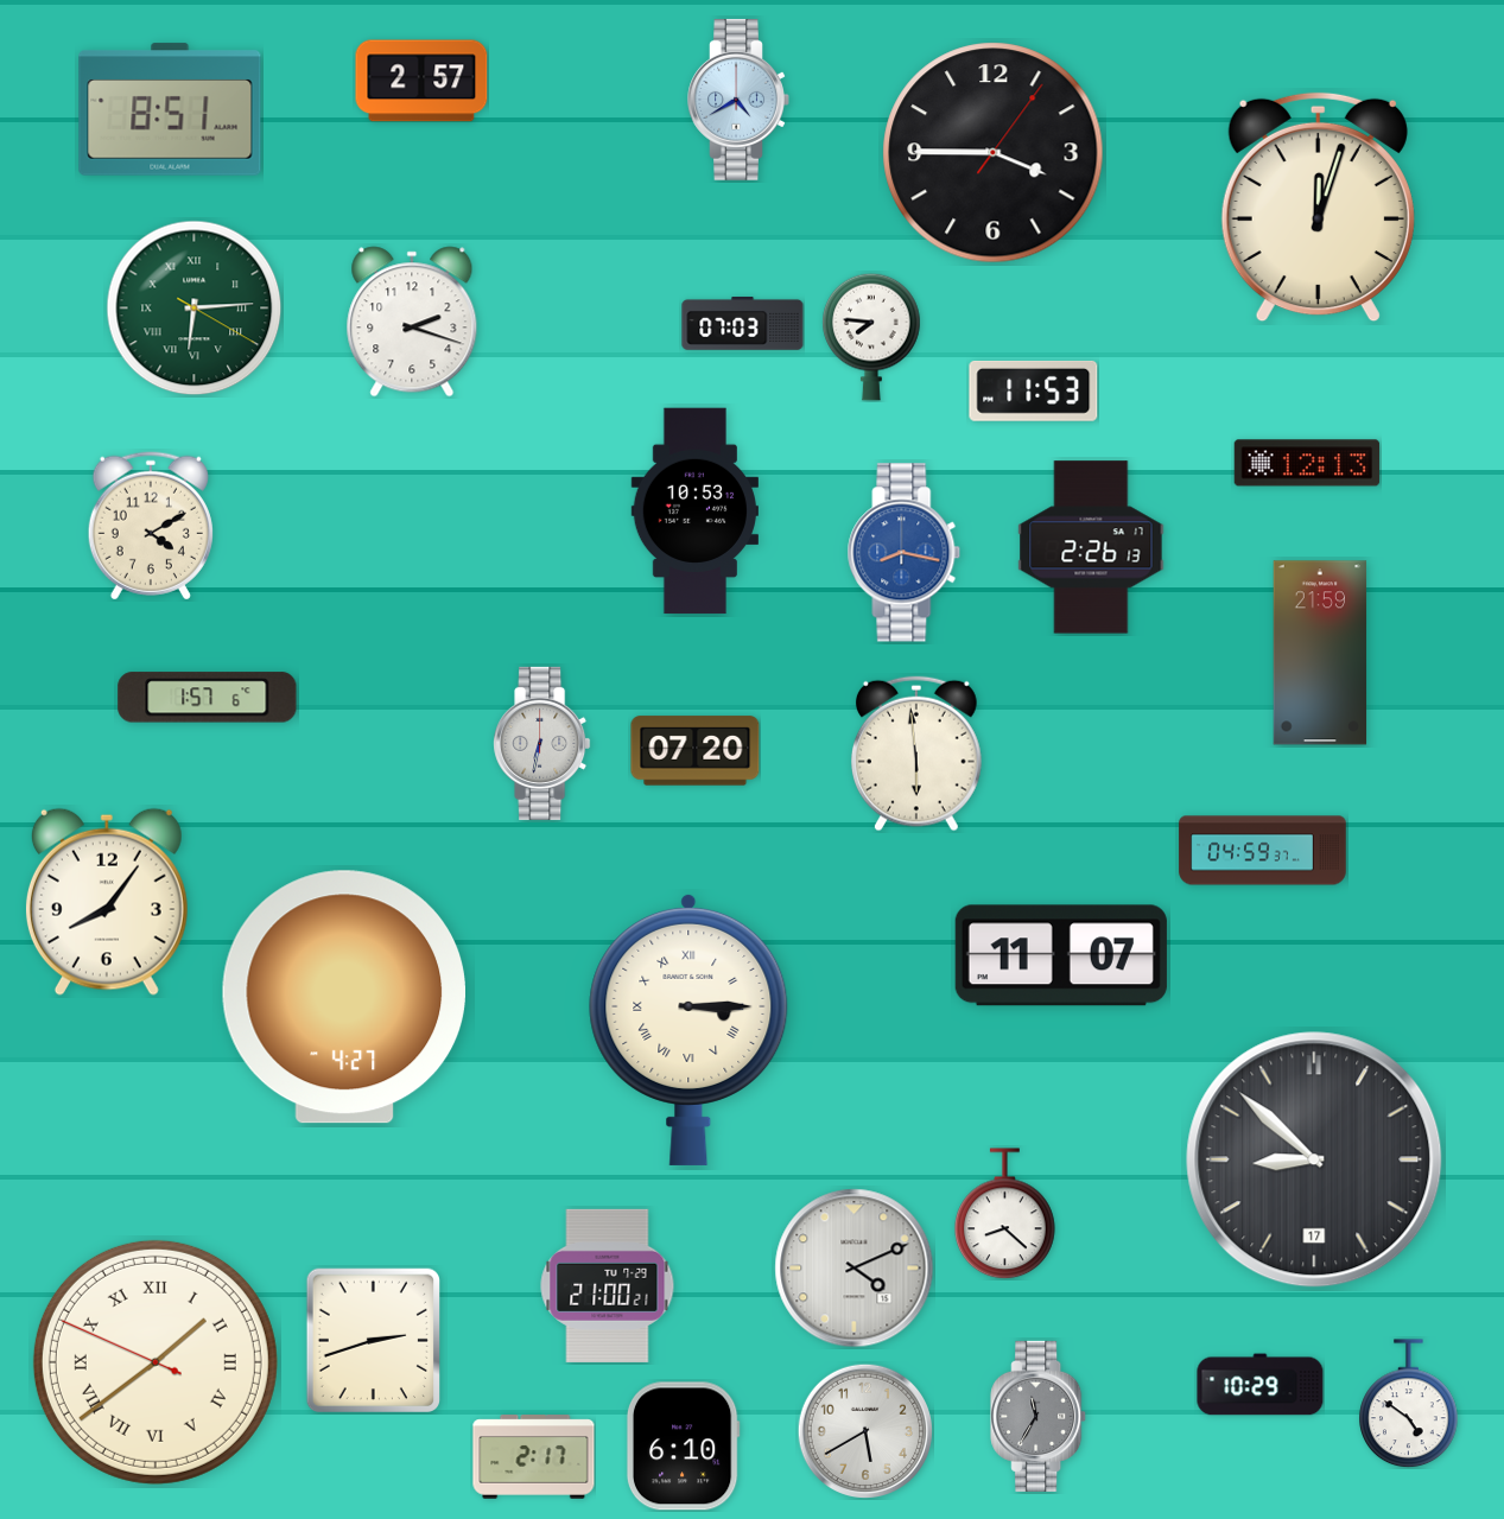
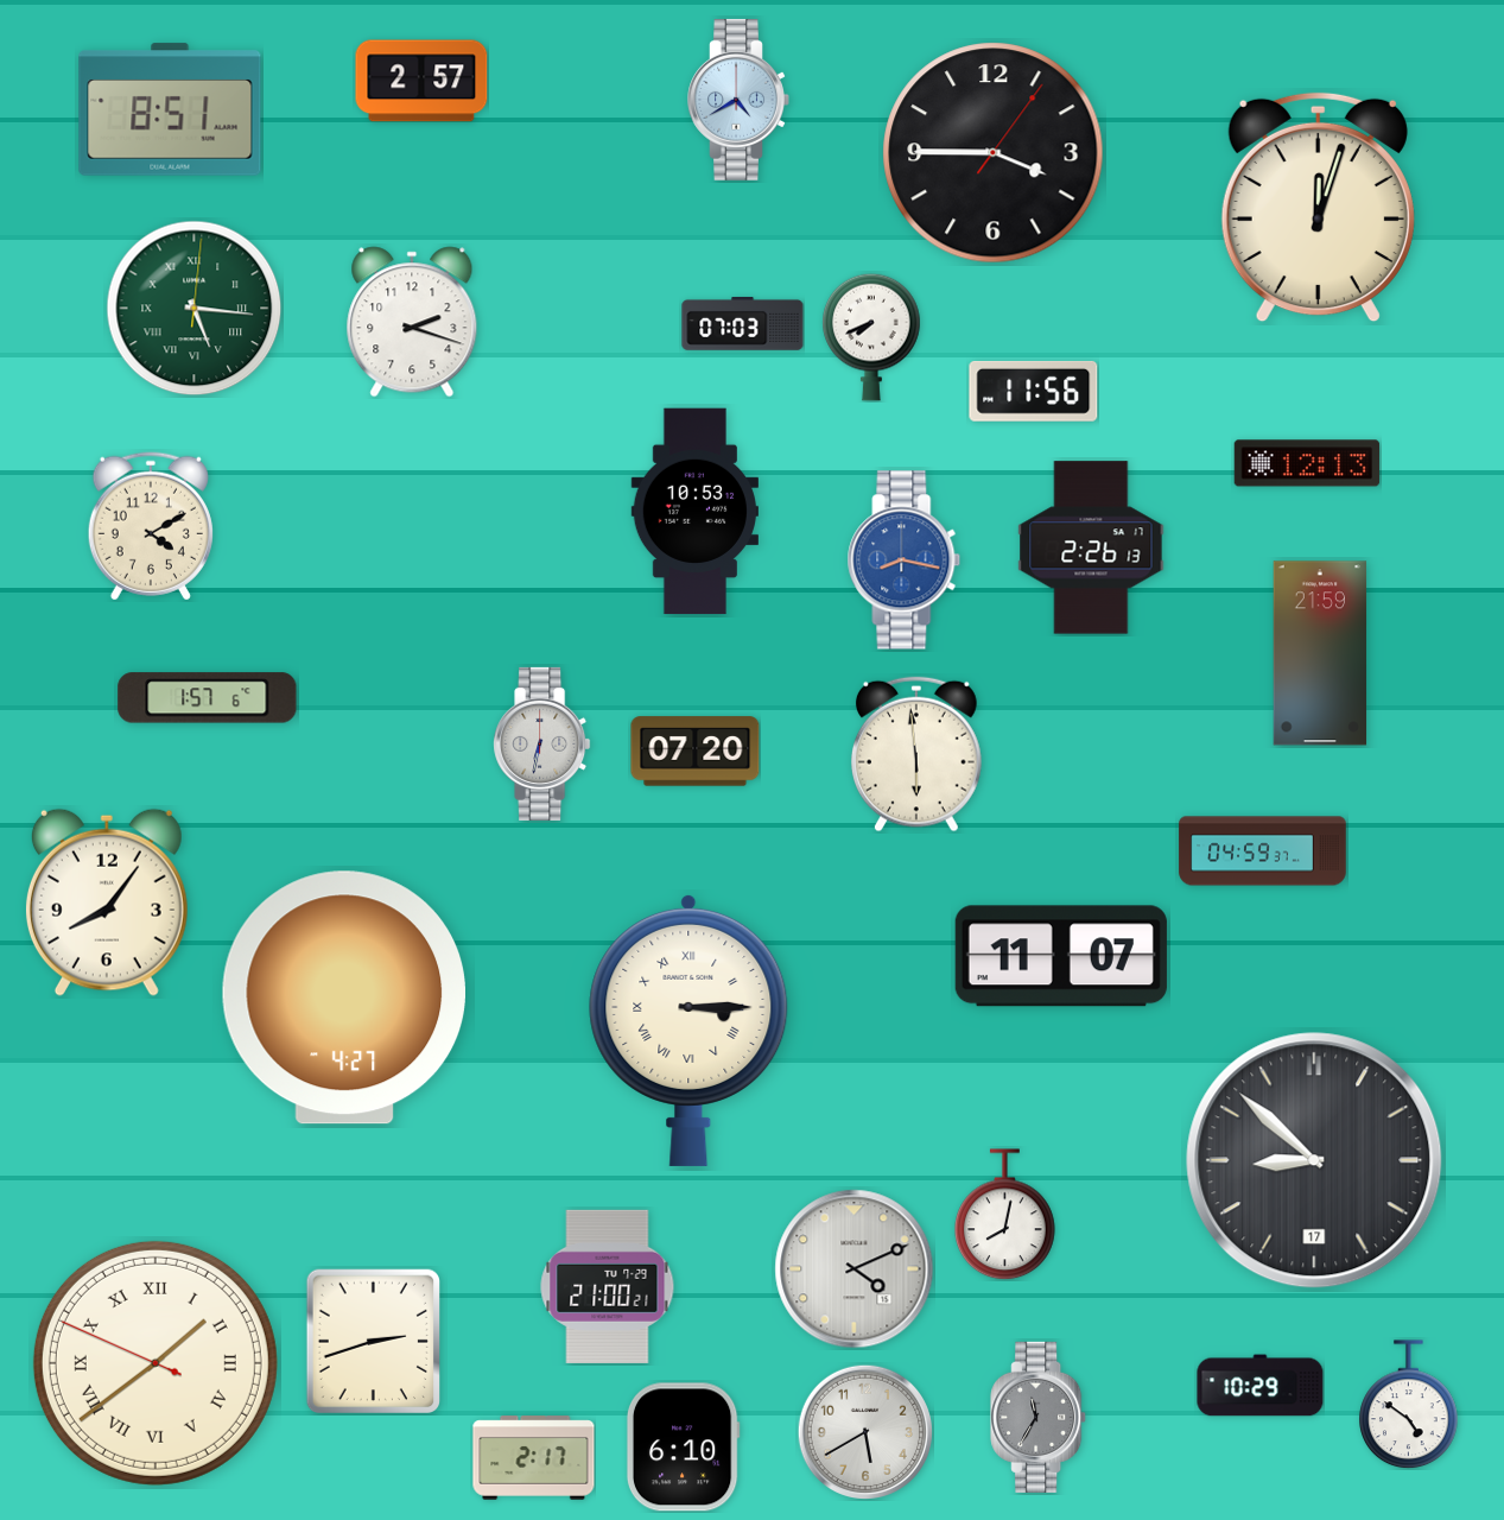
clock at (195, 309): 6:14 -> 5:16
clock at (871, 337): 7:46 -> 7:41
clock at (1034, 390): 11:53 -> 11:56
clock at (905, 553) position: (905, 553) -> (905, 560)
clock at (1005, 1214): 8:22 -> 8:02
